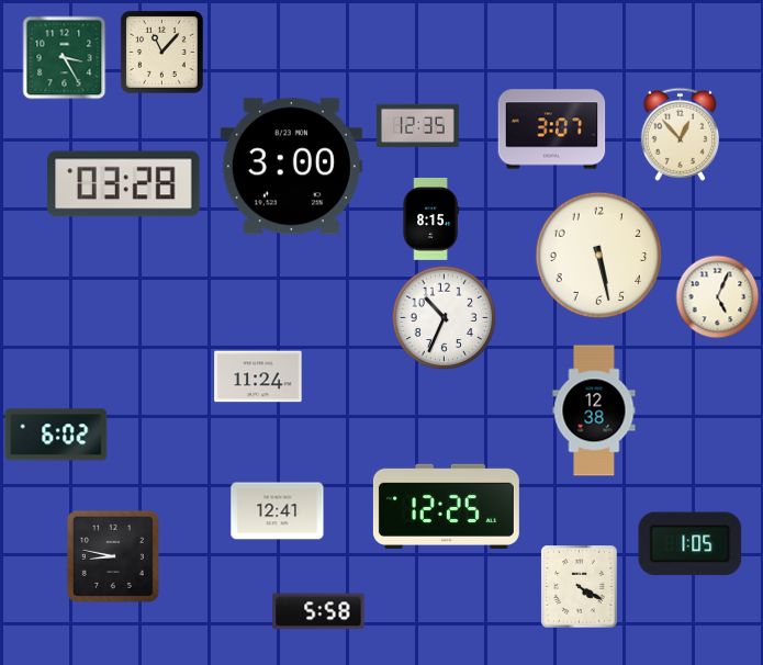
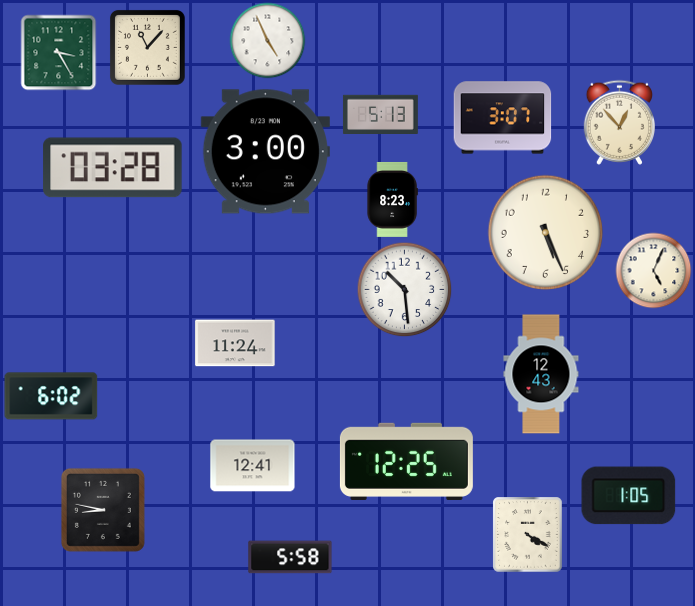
clock at (268, 41): none -> 4:56
clock at (417, 125): 12:35 -> 5:13
clock at (430, 218): 8:15 -> 8:23
clock at (599, 256): 5:28 -> 5:26
clock at (445, 318): 10:34 -> 10:29
clock at (594, 410): 12:38 -> 12:43
clock at (113, 556) position: (113, 556) -> (103, 510)
